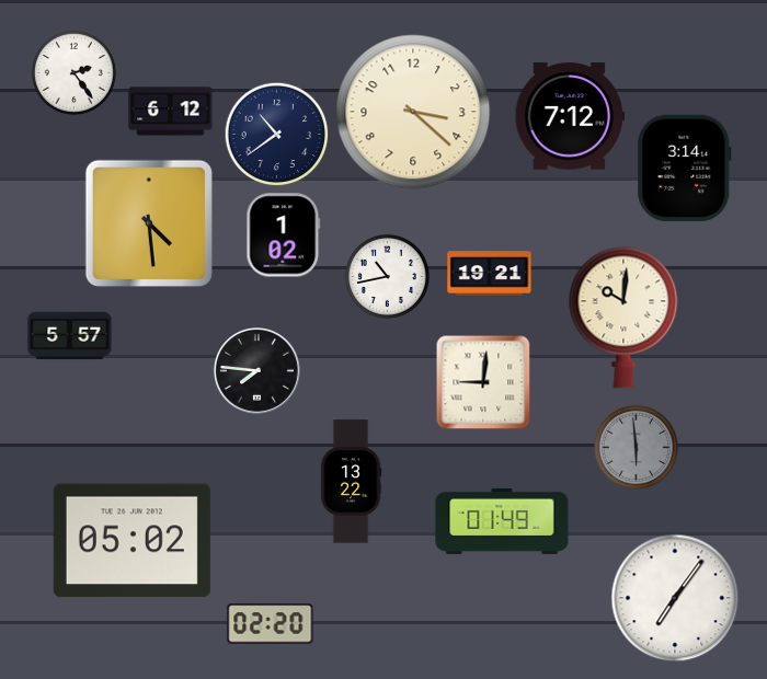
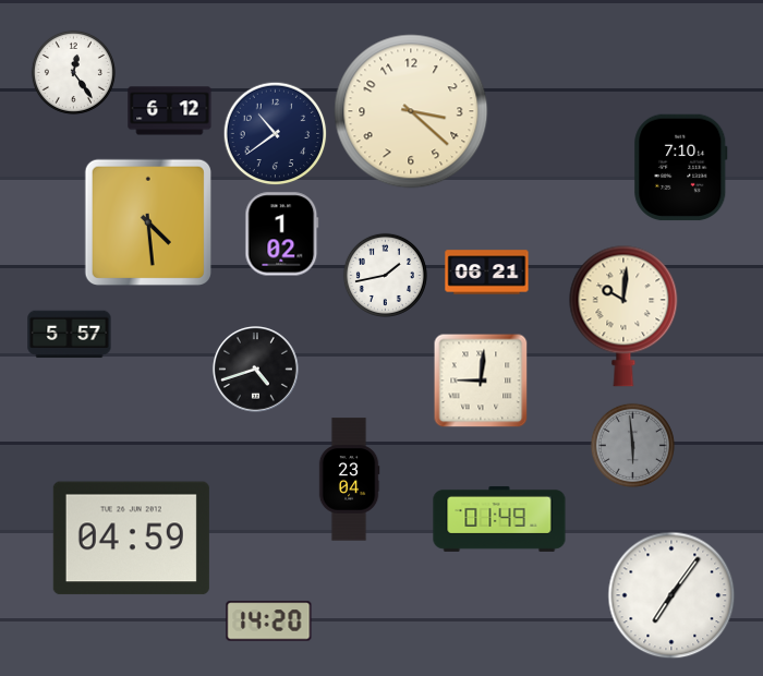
clock at (73, 72): 2:24 -> 12:24
clock at (570, 116): 7:12 -> none
clock at (685, 169): 3:14 -> 7:10
clock at (490, 274): 19:21 -> 06:21
clock at (387, 276): 10:43 -> 1:43
clock at (623, 318) position: (623, 318) -> (623, 316)
clock at (257, 371): 7:46 -> 4:42
clock at (351, 482): 13:22 -> 23:04
clock at (131, 541): 05:02 -> 04:59
clock at (271, 624): 02:20 -> 14:20
